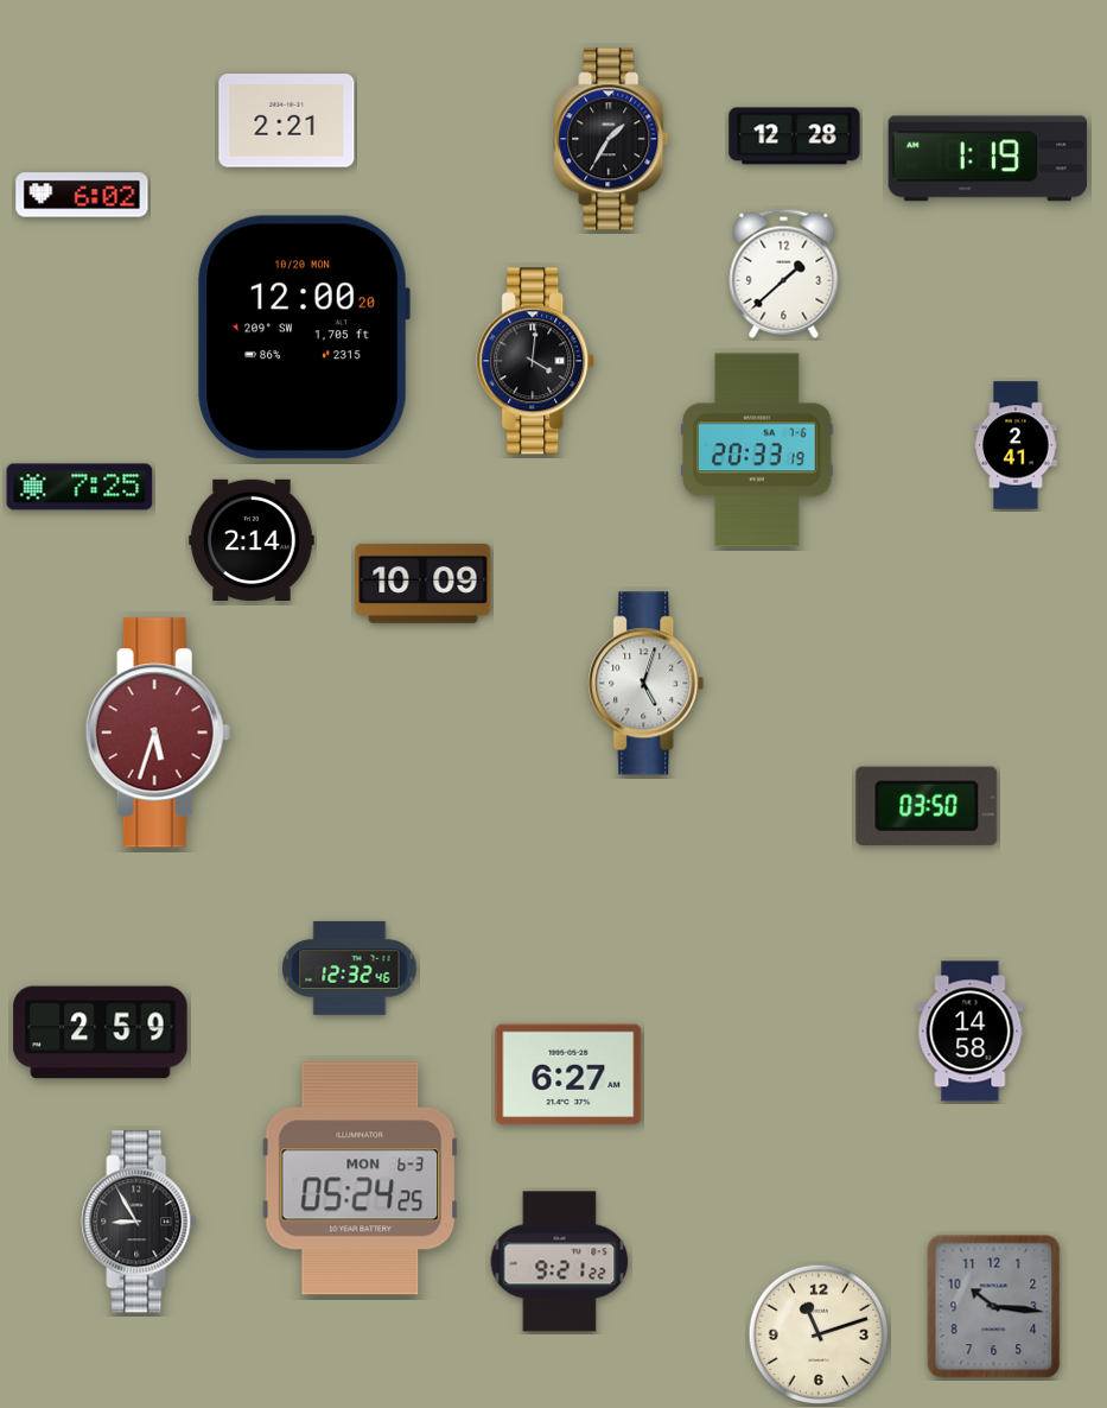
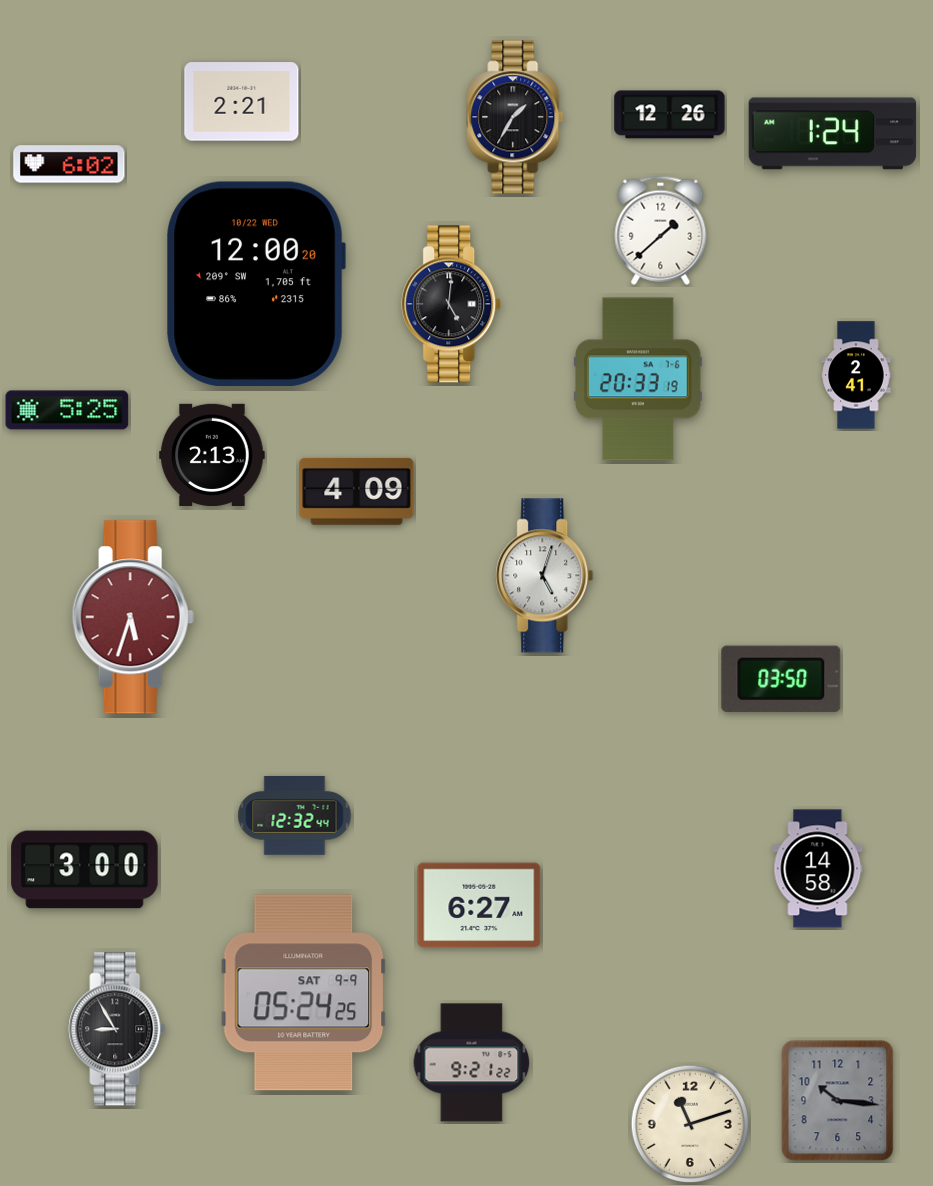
clock at (795, 137): 12:28 -> 12:26
clock at (988, 159): 1:19 -> 1:24
clock at (304, 336) date: 10/20 MON -> 10/22 WED
clock at (536, 361): 4:01 -> 5:01
clock at (79, 487): 7:25 -> 5:25
clock at (252, 539): 2:14 -> 2:13
clock at (424, 583): 10:09 -> 4:09
clock at (350, 968): 12:32:46 -> 12:32:44
clock at (101, 1033): 2:59 -> 3:00
clock at (361, 1179) date: MON 6-3 -> SAT 9-9
